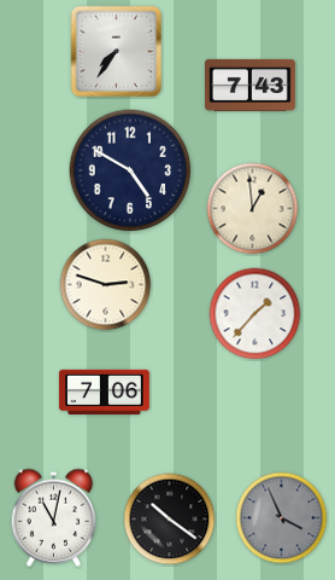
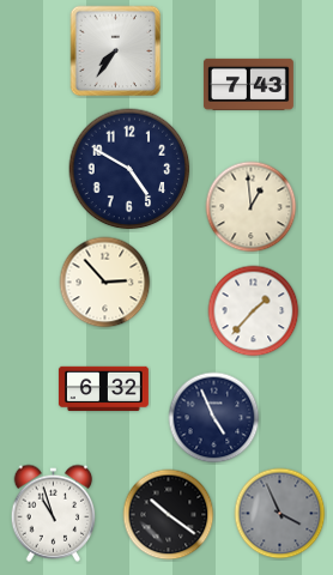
clock at (106, 285): 2:48 -> 2:53
clock at (104, 391): 7:06 -> 6:32
clock at (214, 418): none -> 4:56
clock at (54, 517): 11:02 -> 10:57
